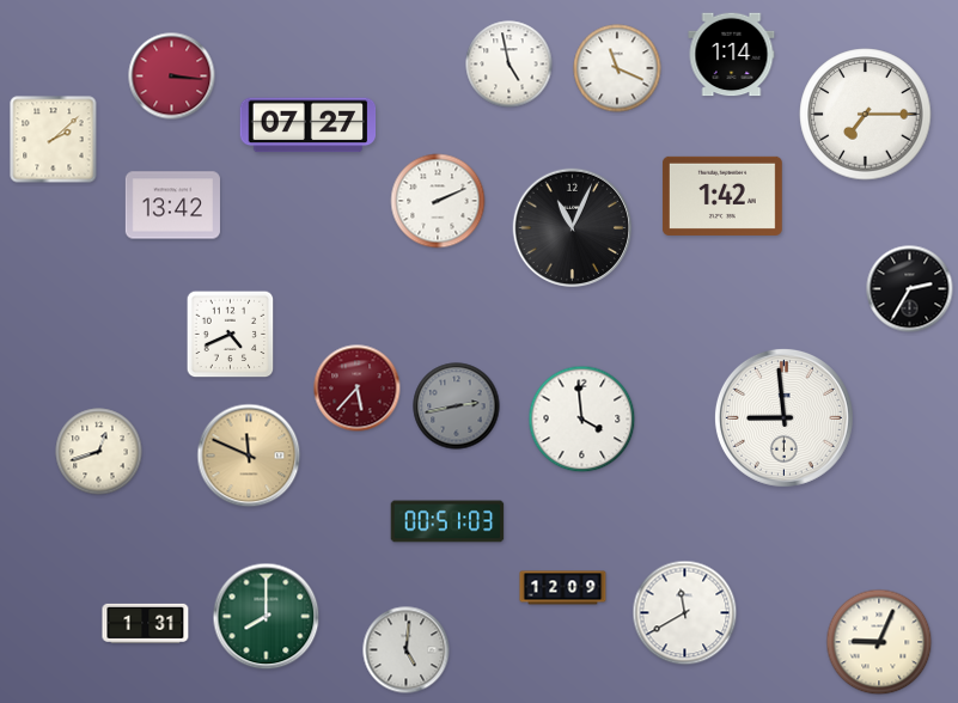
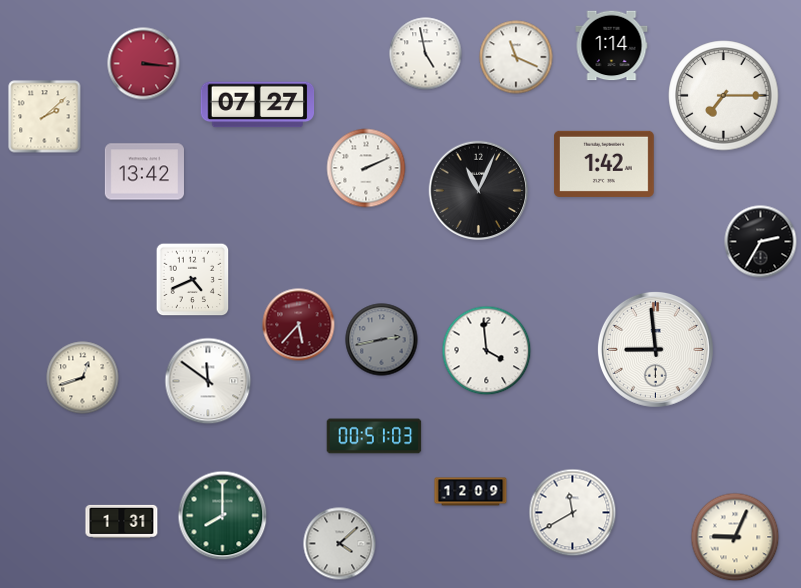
clock at (249, 456): 11:49 -> 11:51
clock at (249, 456) dial: champagne -> white
clock at (407, 650): 5:01 -> 4:08
